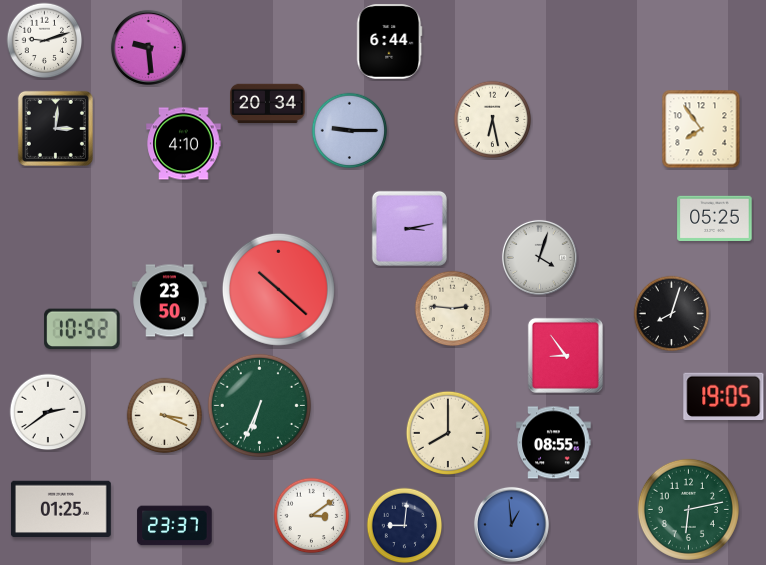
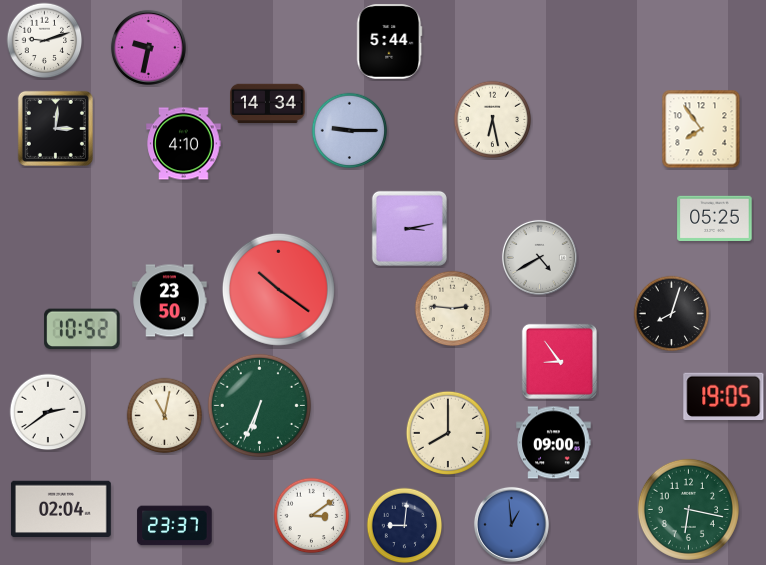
clock at (390, 42): 6:44 -> 5:44
clock at (148, 47): 9:29 -> 9:32
clock at (268, 104): 20:34 -> 14:34
clock at (539, 257): 4:03 -> 4:40
clock at (278, 289): 10:22 -> 10:21
clock at (565, 355) position: (565, 355) -> (559, 361)
clock at (165, 416): 3:19 -> 11:02
clock at (554, 443): 08:55 -> 09:00
clock at (61, 509): 01:25 -> 02:04
clock at (688, 509): 6:13 -> 6:17
